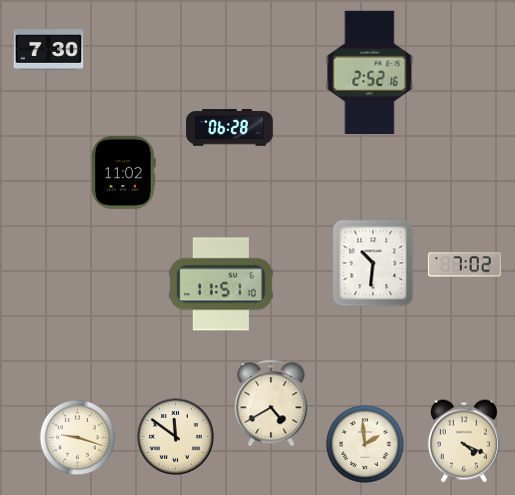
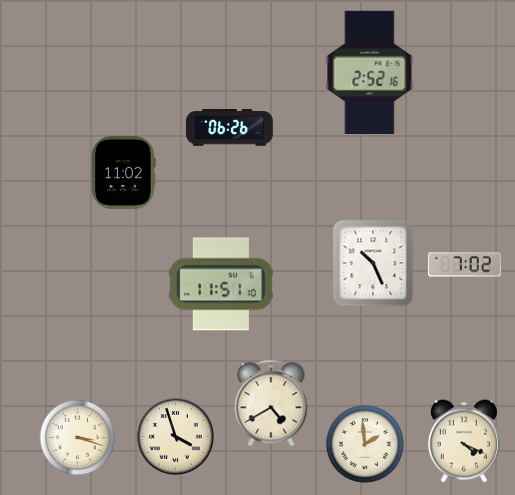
clock at (49, 50): 7:30 -> none
clock at (230, 128): 06:28 -> 06:26
clock at (373, 263): 10:31 -> 10:26
clock at (176, 437): 11:51 -> 3:57
clock at (78, 438): 9:18 -> 3:18
